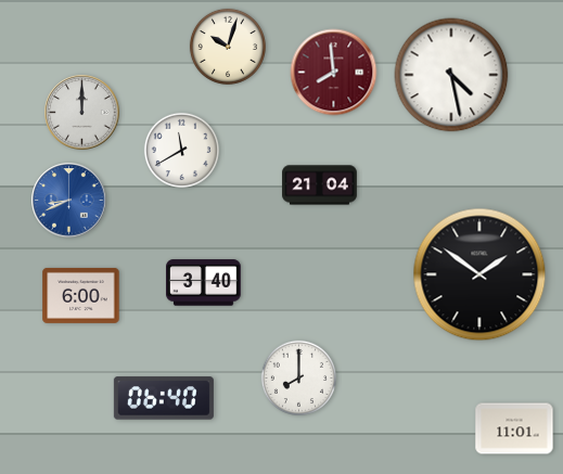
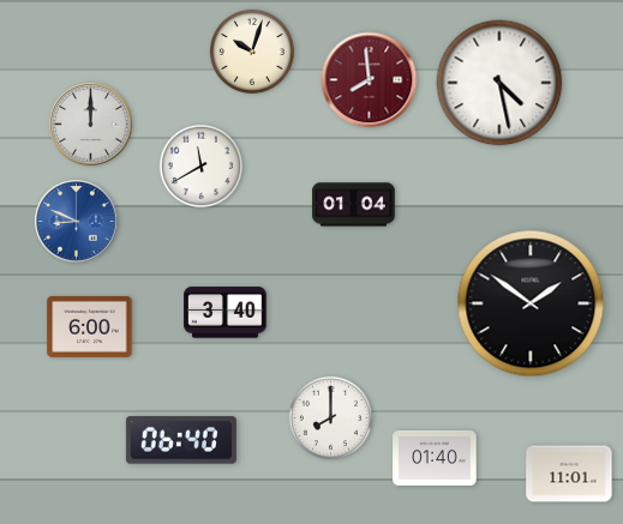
clock at (320, 185): 21:04 -> 01:04
clock at (69, 201): 8:41 -> 8:49
clock at (435, 458): none -> 01:40
